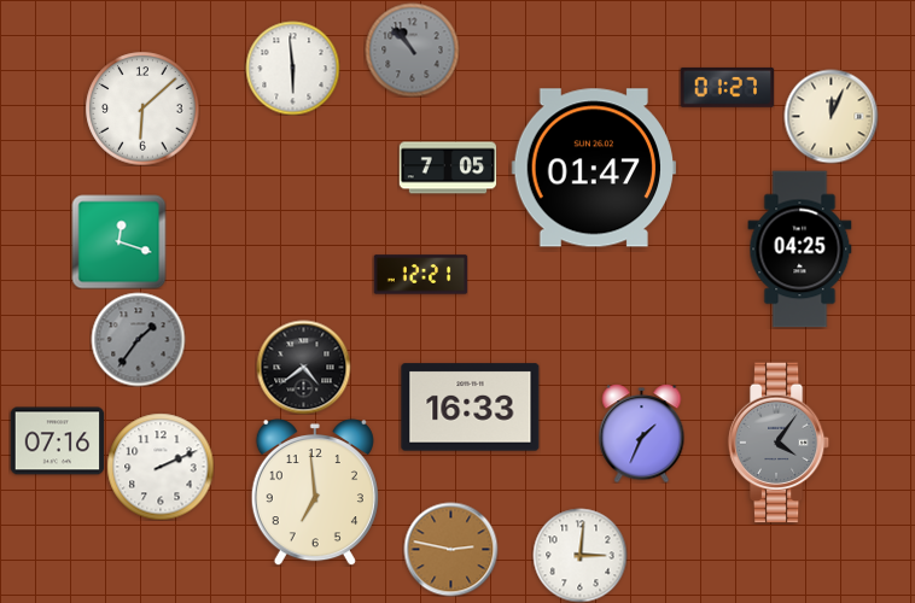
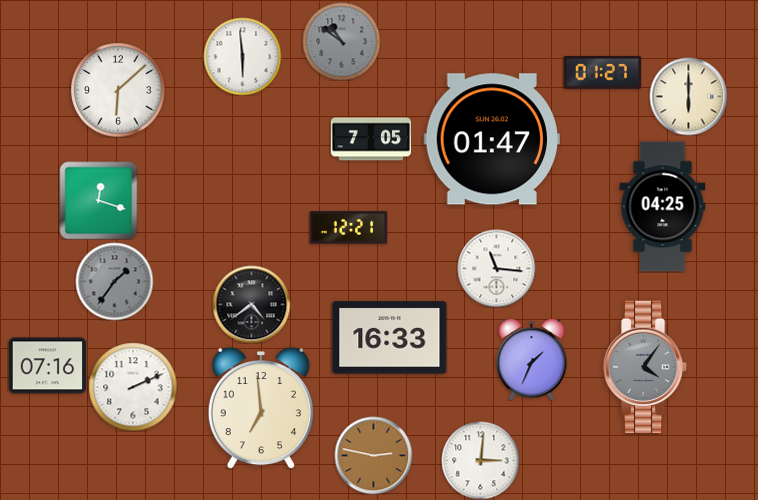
clock at (412, 49): 10:53 -> 10:51
clock at (831, 116): 12:04 -> 6:00
clock at (496, 268): none -> 11:16
